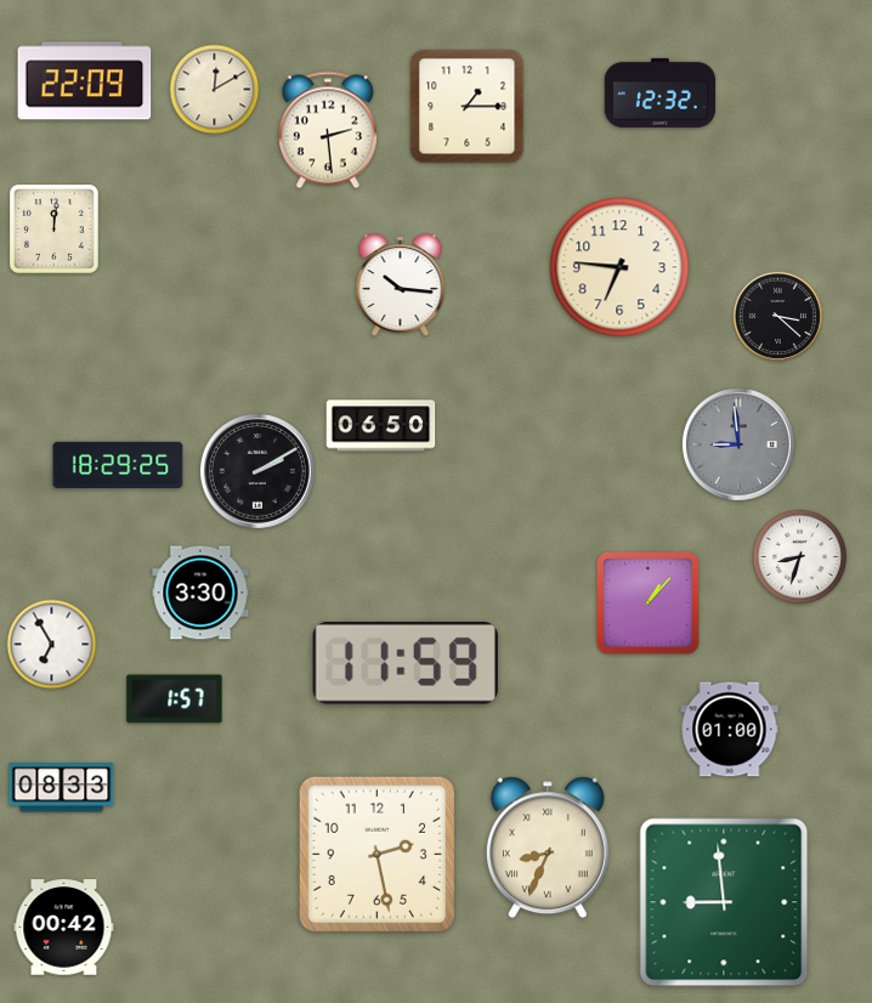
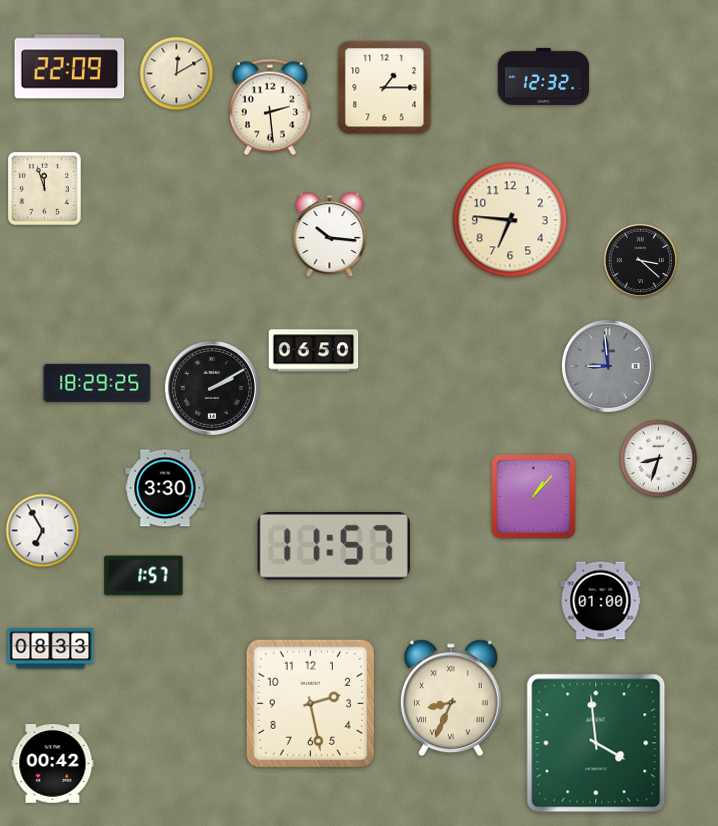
clock at (53, 228): 12:01 -> 11:57
clock at (406, 664): 11:59 -> 11:57
clock at (724, 902): 8:59 -> 3:59
